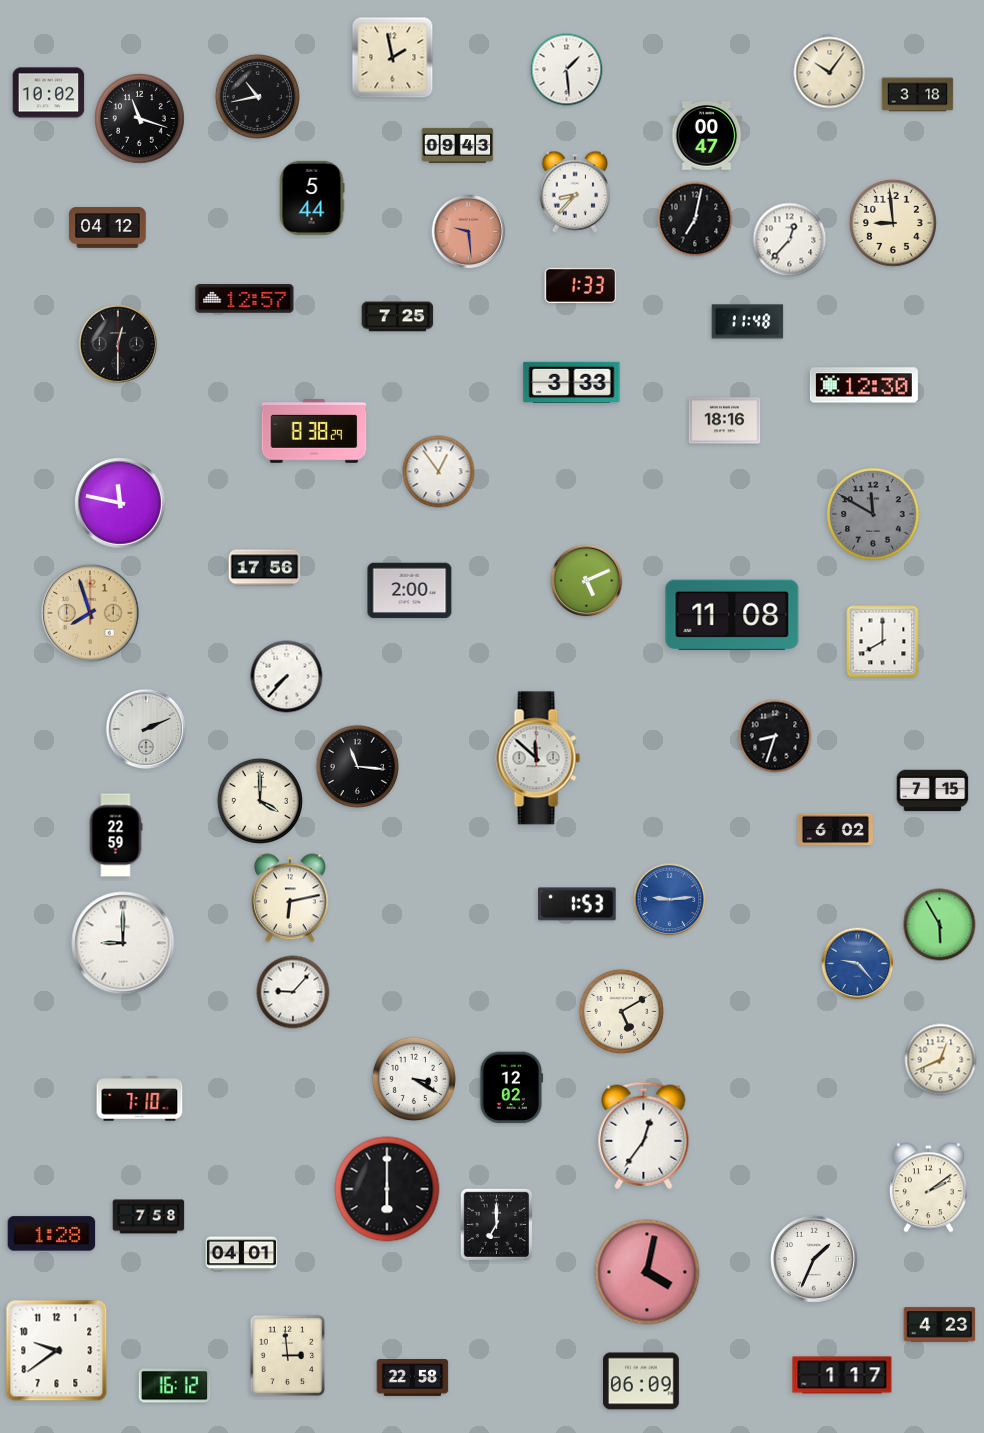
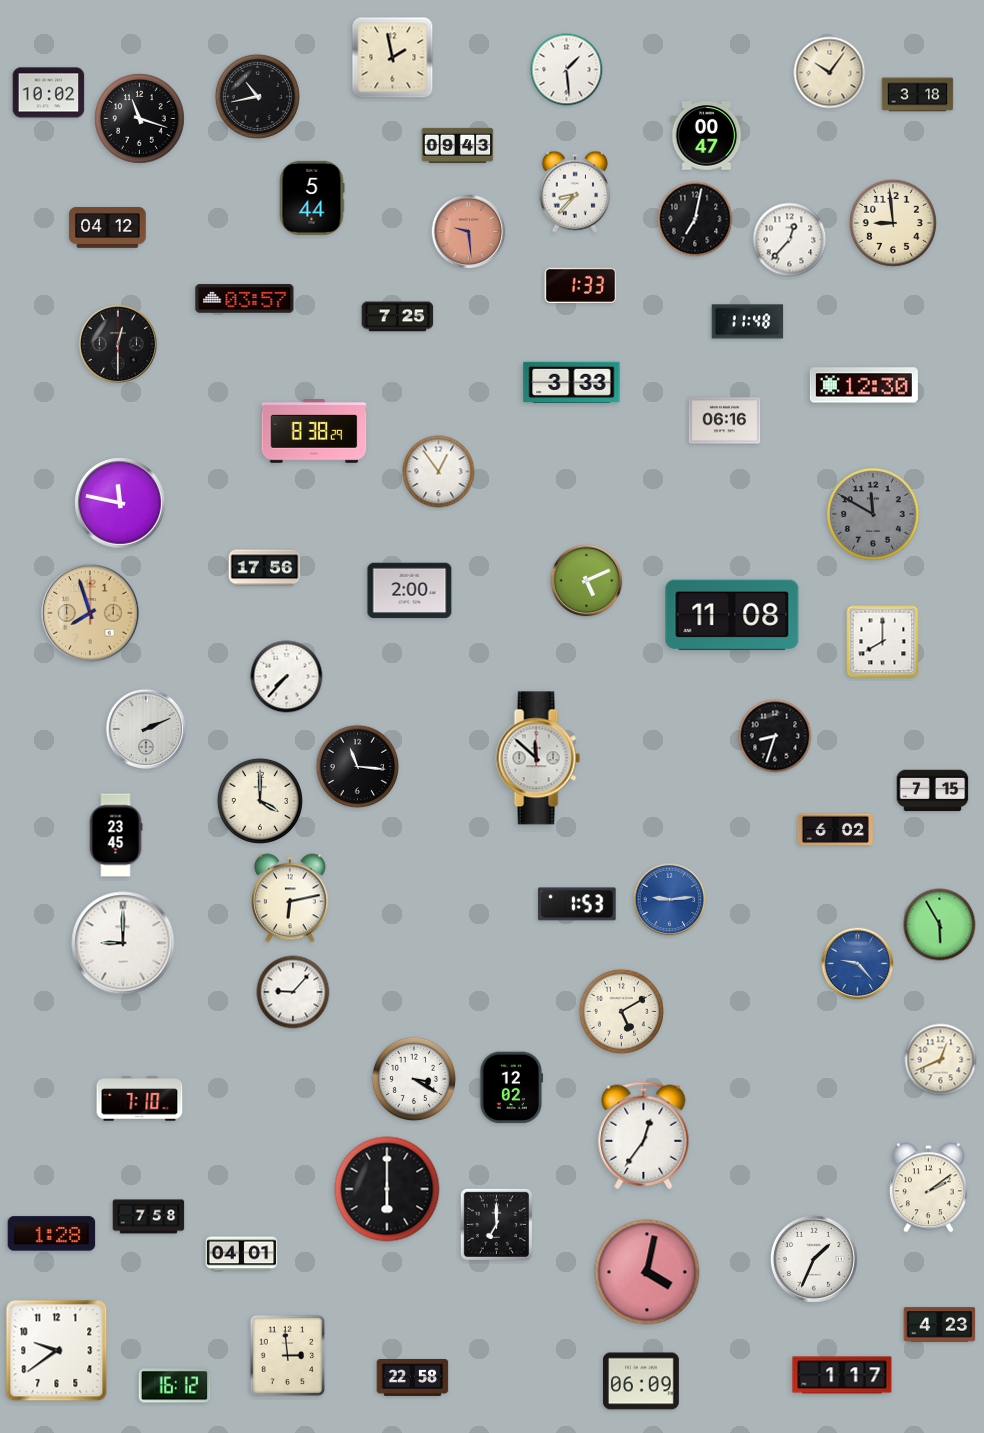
clock at (245, 299): 12:57 -> 03:57
clock at (725, 421): 18:16 -> 06:16
clock at (116, 835): 22:59 -> 23:45
